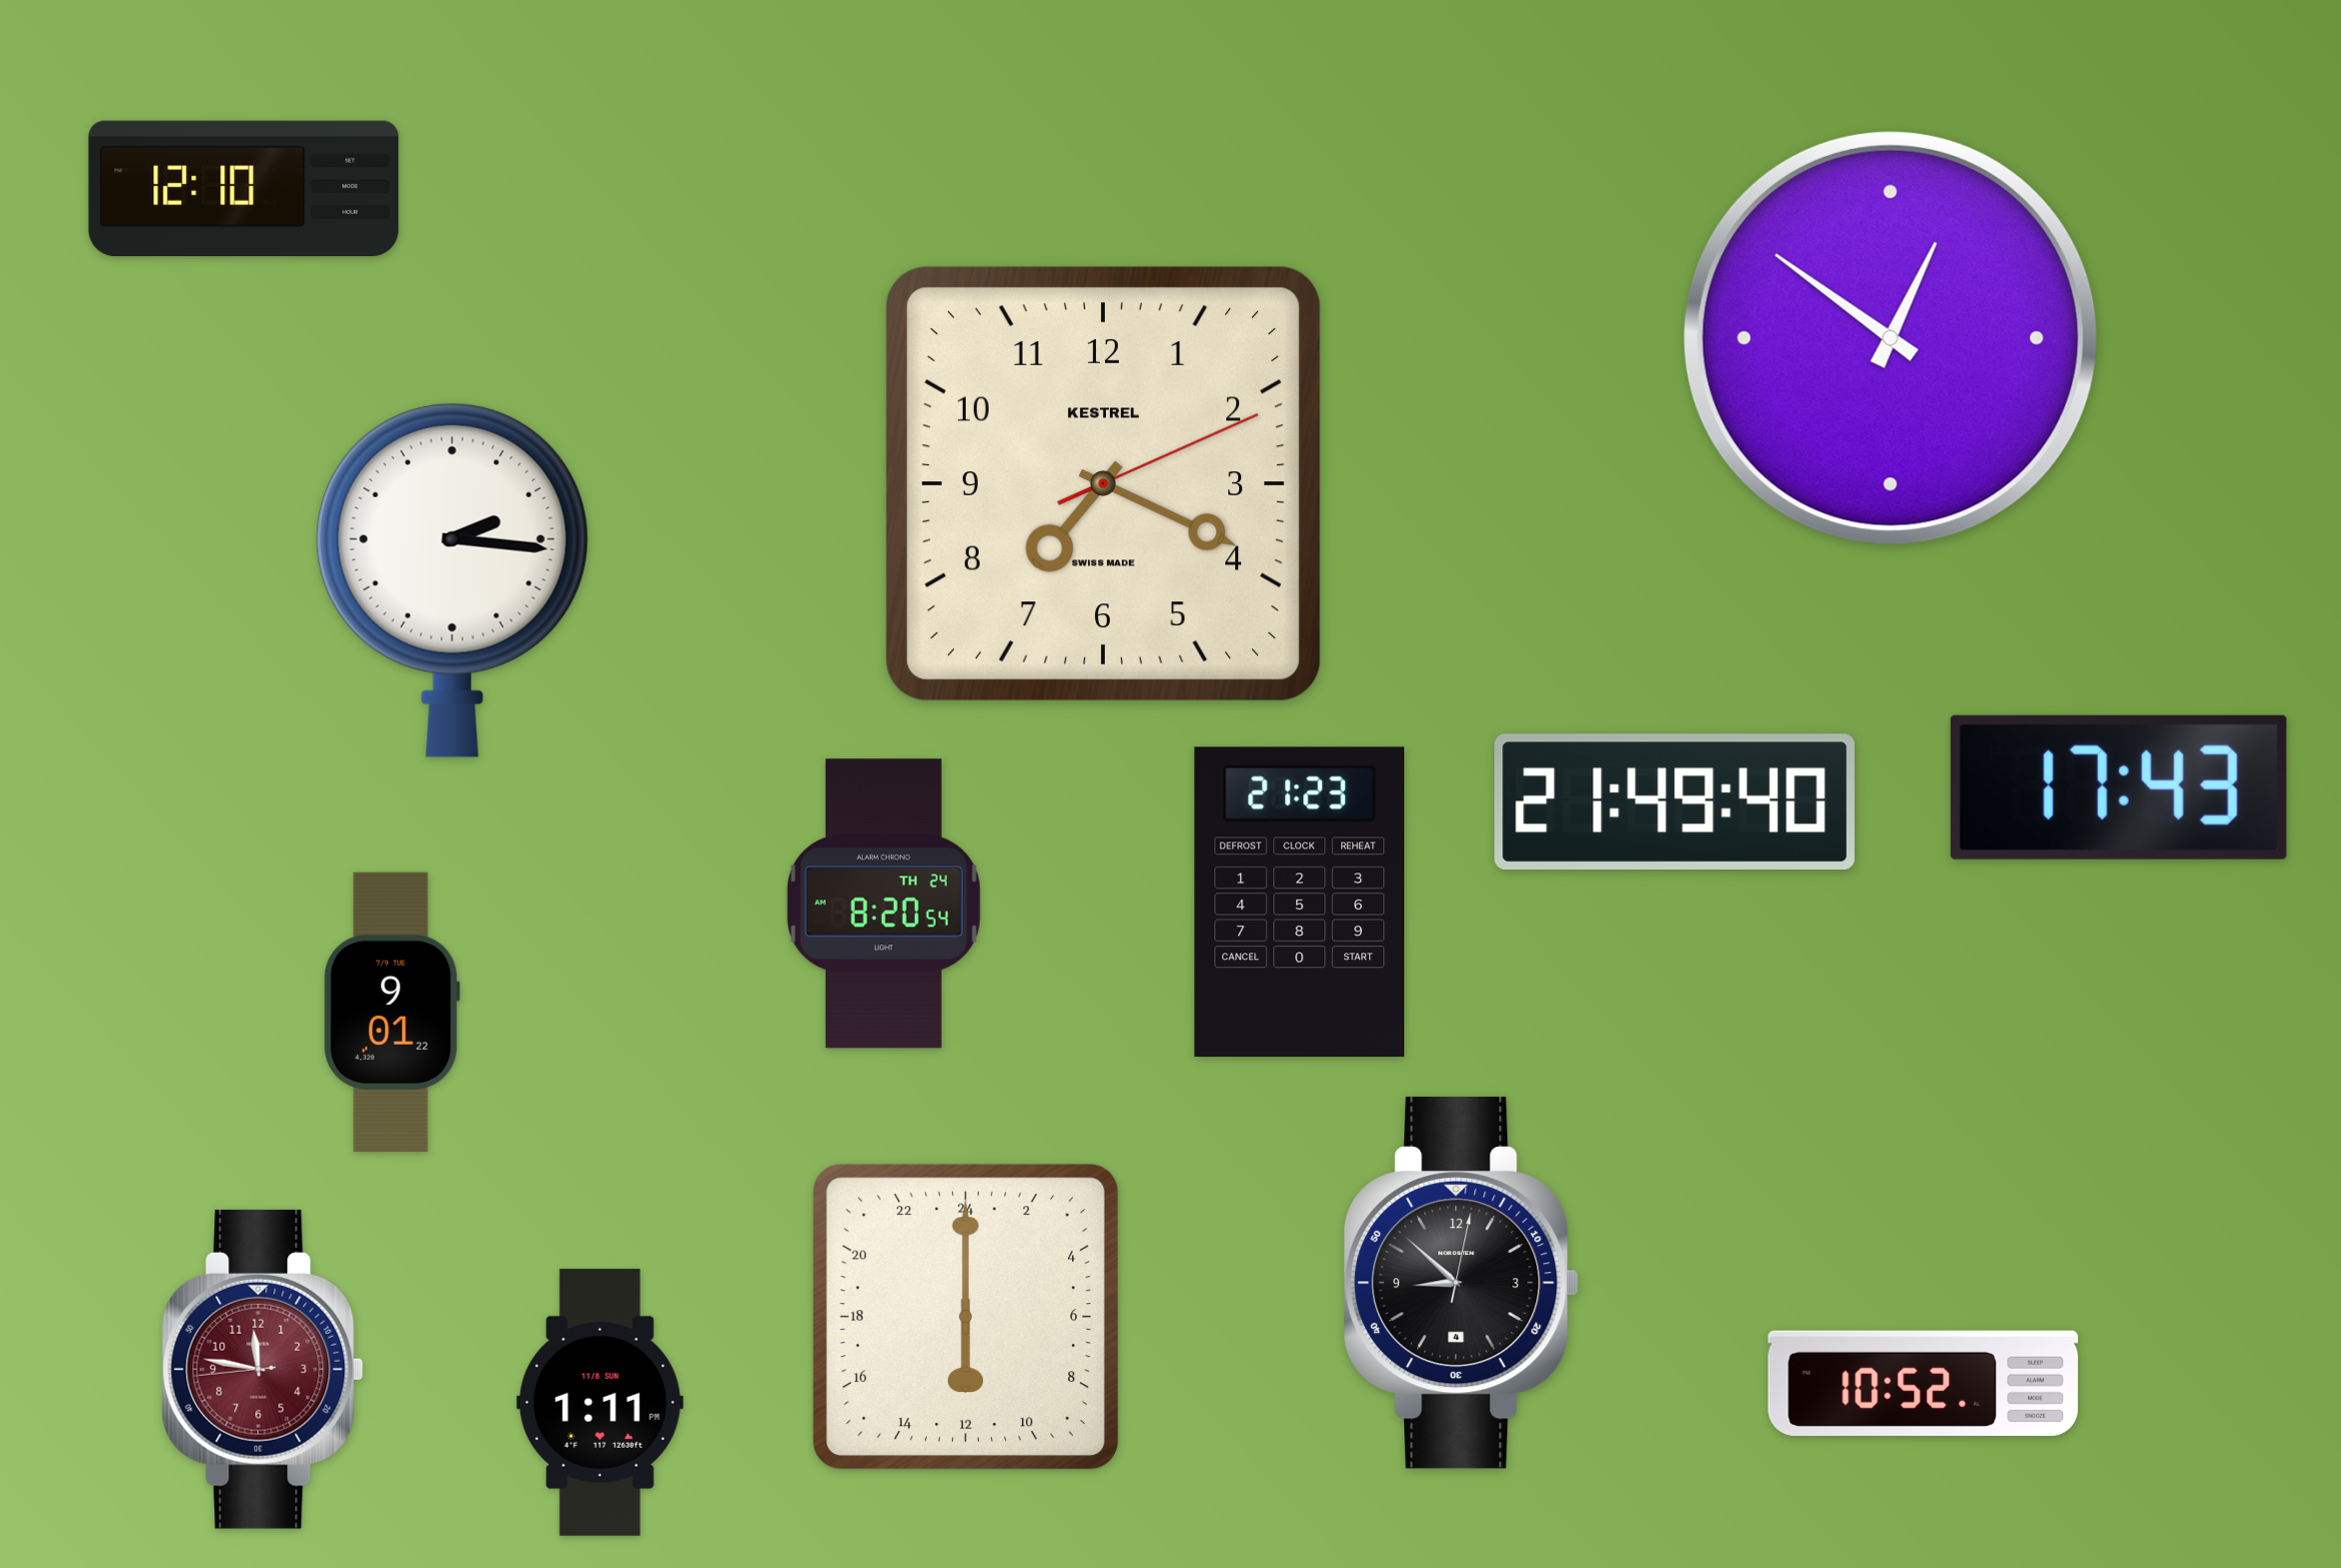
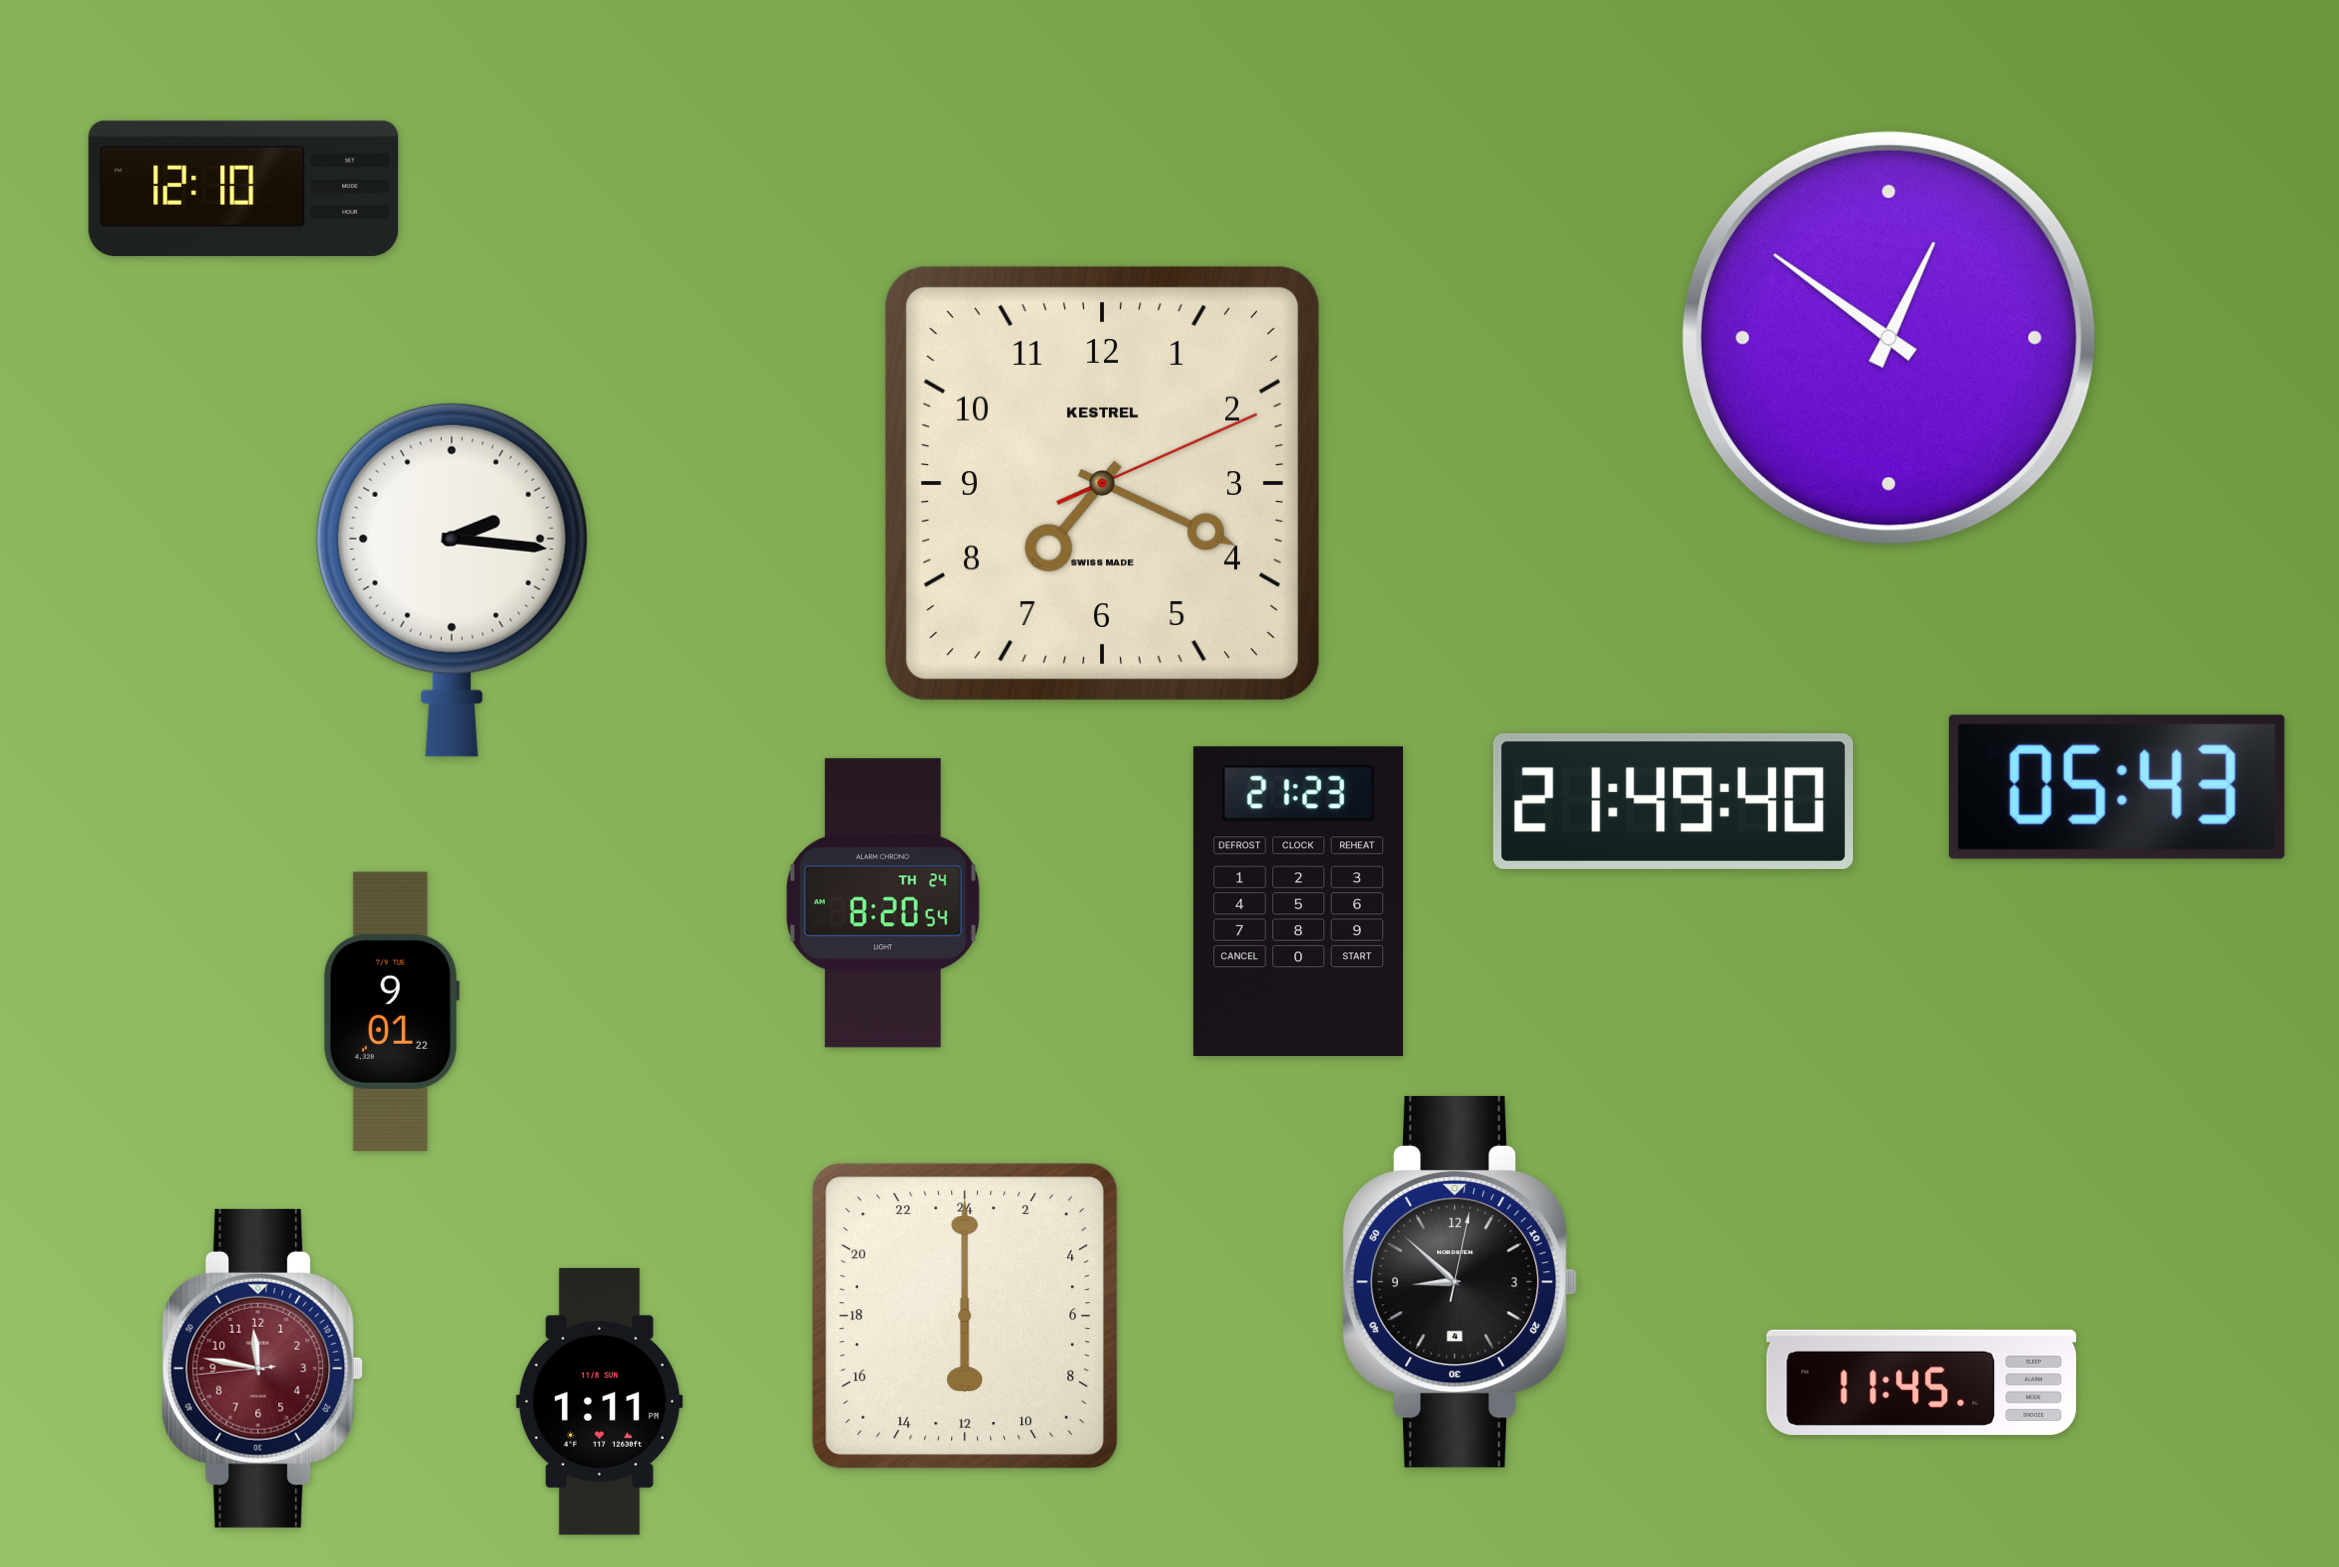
clock at (2119, 788): 17:43 -> 05:43
clock at (1924, 1383): 10:52 -> 11:45
